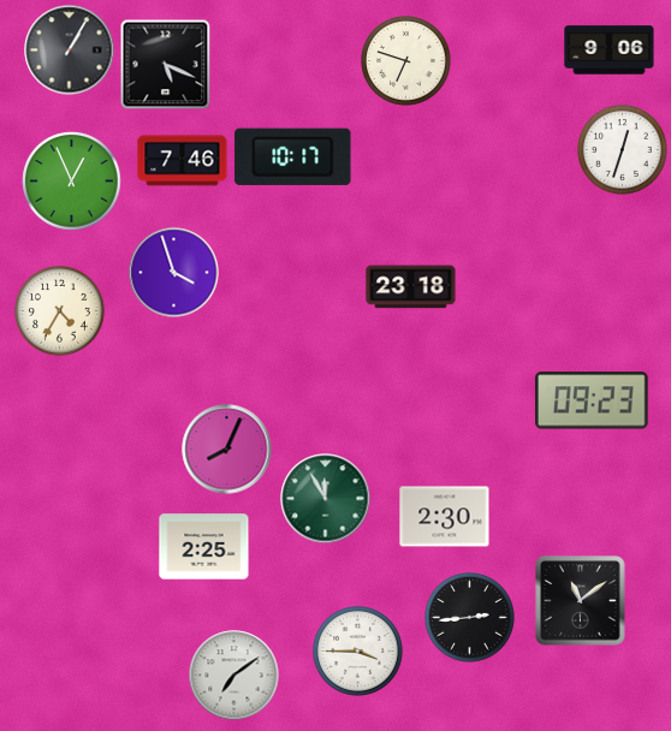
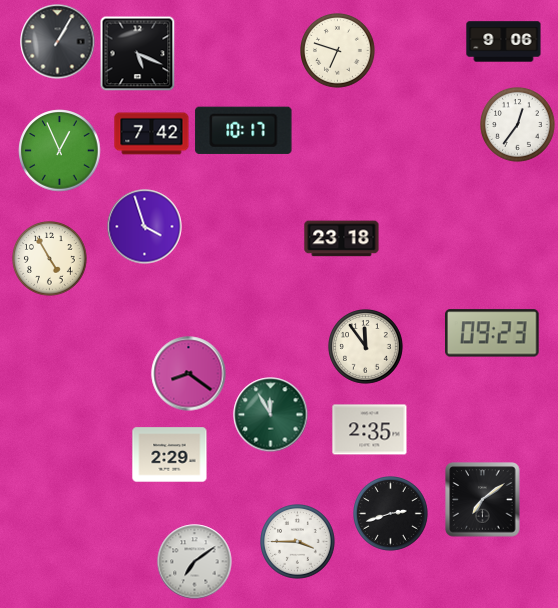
clock at (610, 50) position: (610, 50) -> (504, 42)
clock at (623, 150): 12:33 -> 12:36
clock at (183, 161): 7:46 -> 7:42
clock at (60, 311): 4:35 -> 4:55
clock at (366, 347): none -> 11:54
clock at (227, 450): 8:04 -> 8:21
clock at (445, 517): 2:30 -> 2:35
clock at (204, 547): 2:25 -> 2:29
clock at (581, 601): 11:09 -> 7:09
clock at (470, 618): 2:44 -> 2:42
